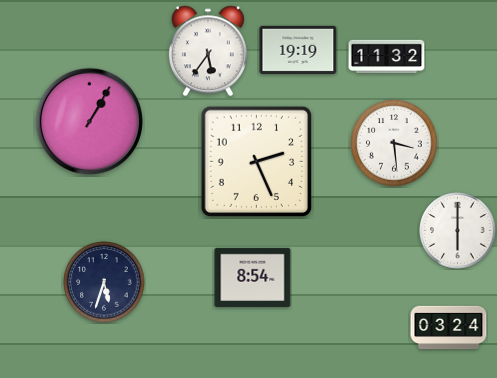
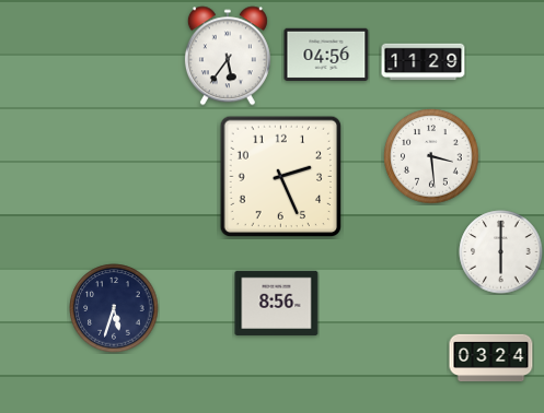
clock at (298, 49): 19:19 -> 04:56
clock at (387, 57): 11:32 -> 11:29
clock at (89, 121): 1:05 -> none
clock at (253, 277): 8:54 -> 8:56
